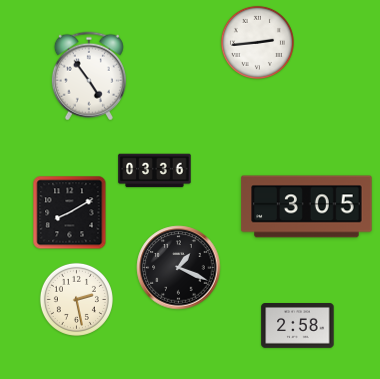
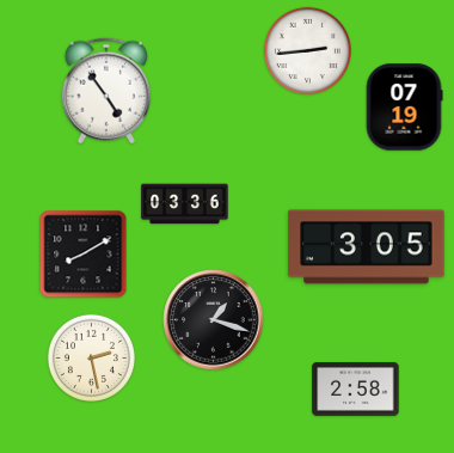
clock at (404, 108): none -> 07:19
clock at (179, 268): 1:19 -> 1:18
